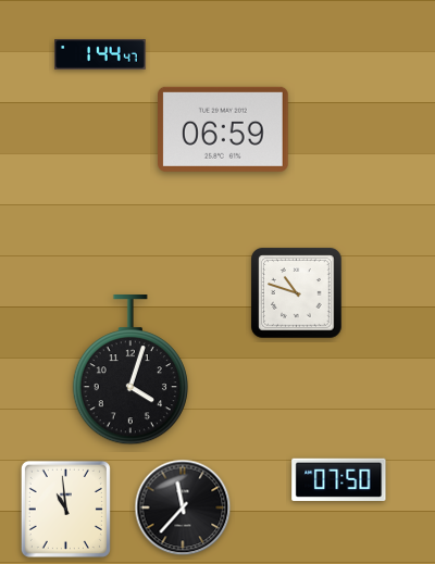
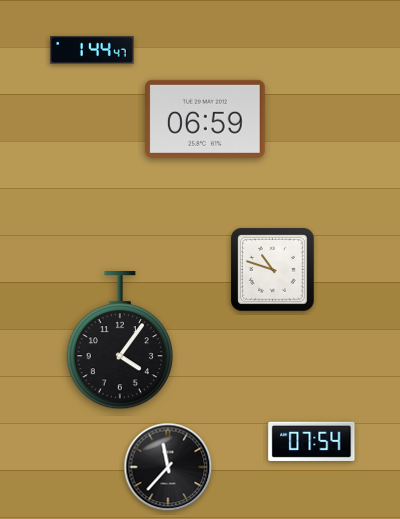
clock at (130, 371): 4:03 -> 4:06
clock at (339, 479): 07:50 -> 07:54
clock at (65, 509): 10:59 -> none
